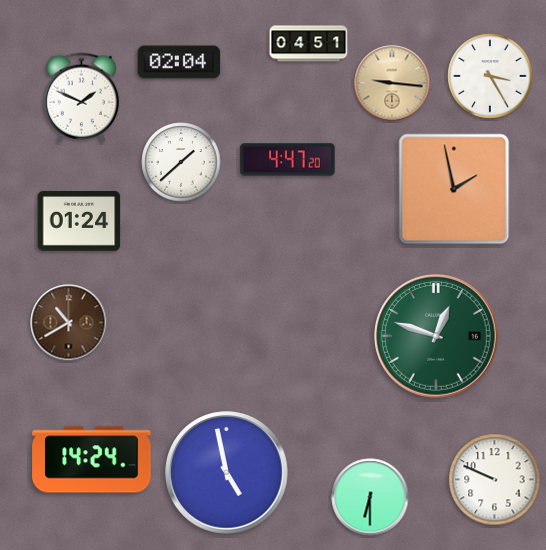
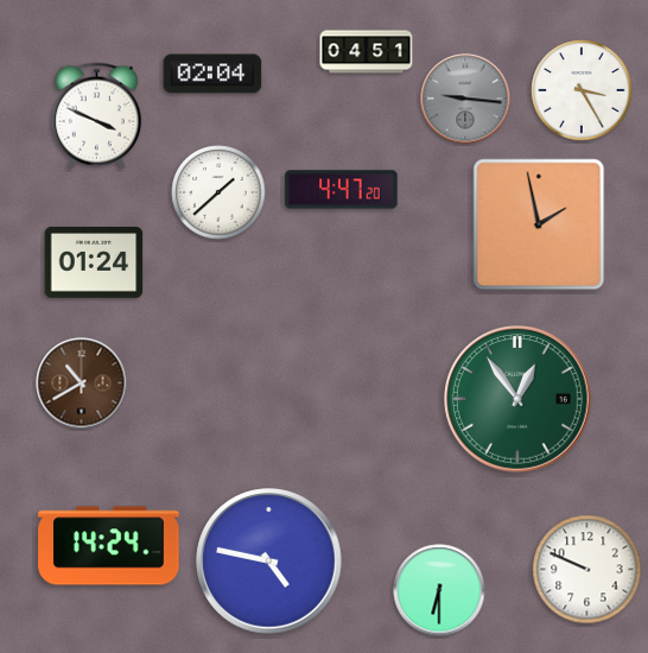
clock at (392, 83) dial: champagne -> grey
clock at (81, 98): 1:49 -> 3:49
clock at (181, 162) position: (181, 162) -> (218, 192)
clock at (436, 336): 12:48 -> 12:54
clock at (227, 473): 4:58 -> 4:47
